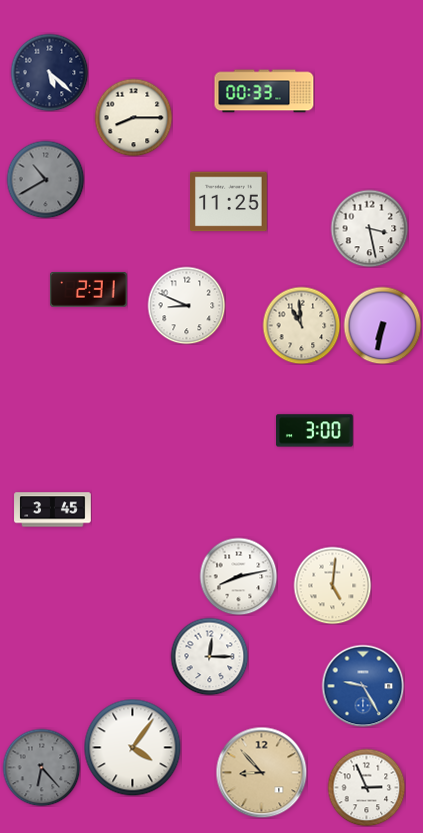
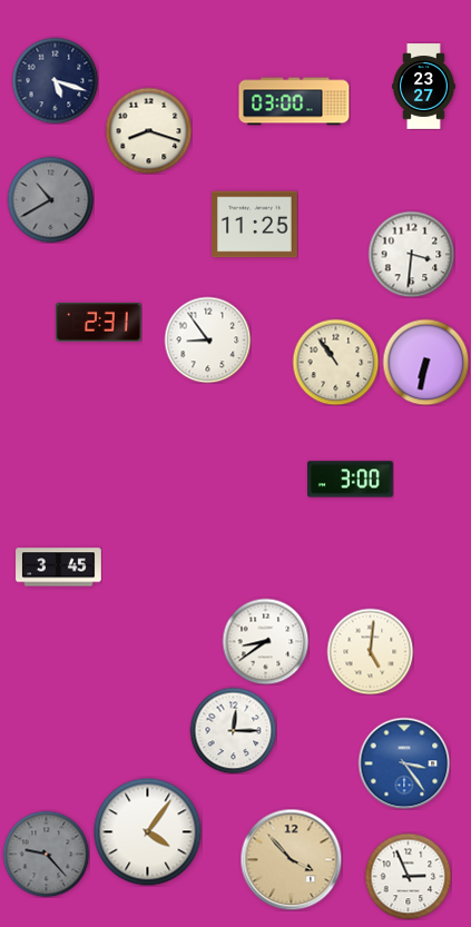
clock at (49, 72): 5:22 -> 5:18
clock at (424, 87): none -> 23:27
clock at (264, 91): 00:33 -> 03:00
clock at (133, 117): 8:15 -> 8:18
clock at (369, 228): 3:28 -> 3:31
clock at (186, 305): 8:49 -> 8:54
clock at (301, 325): 10:59 -> 10:54
clock at (238, 576): 8:13 -> 8:39
clock at (363, 686): 9:25 -> 3:24
clock at (41, 767): 6:23 -> 9:23
clock at (261, 772): 8:53 -> 3:53
